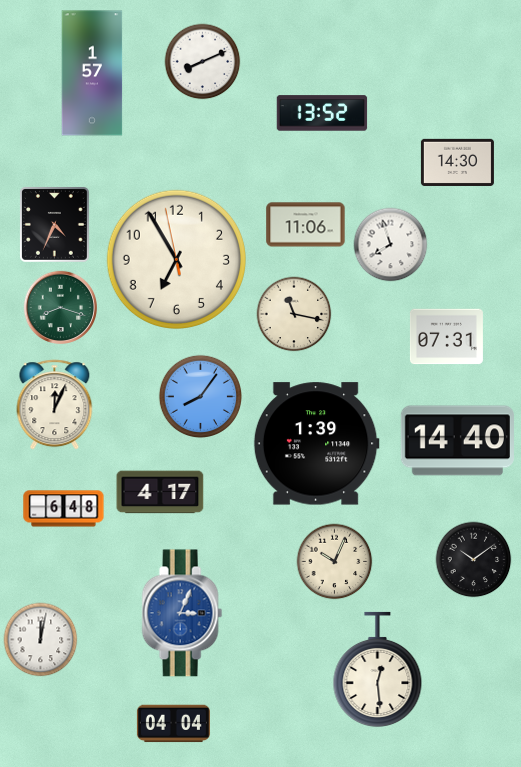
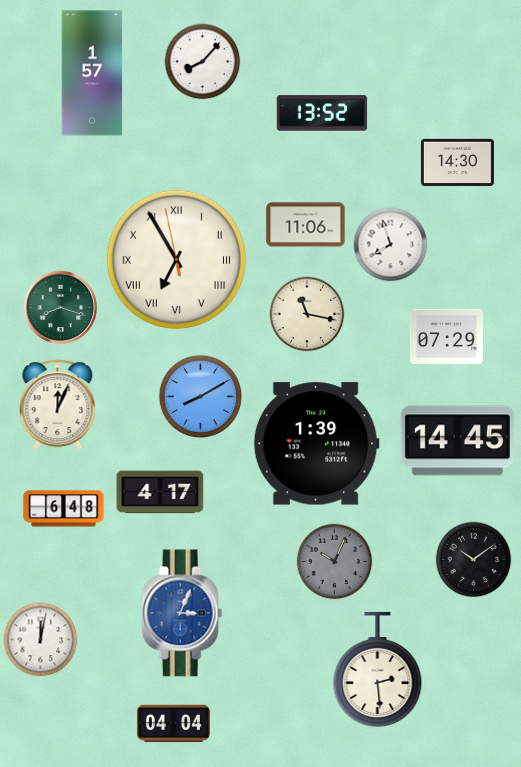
clock at (203, 62): 8:11 -> 8:07
clock at (54, 225): 4:34 -> none
clock at (176, 259) numerals: Arabic -> Roman
clock at (294, 314) position: (294, 314) -> (307, 314)
clock at (446, 337): 07:31 -> 07:29
clock at (201, 397): 8:06 -> 8:10
clock at (55, 405) position: (55, 405) -> (58, 405)
clock at (457, 441): 14:40 -> 14:45
clock at (335, 562) dial: cream -> grey
clock at (378, 669): 12:29 -> 2:29
